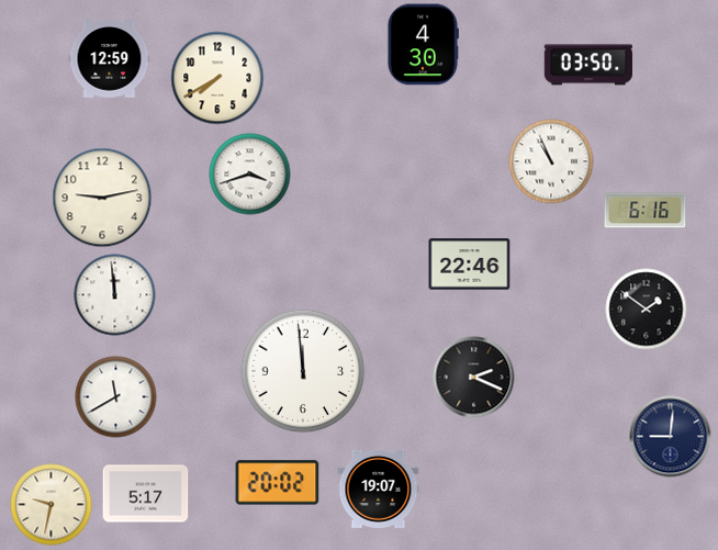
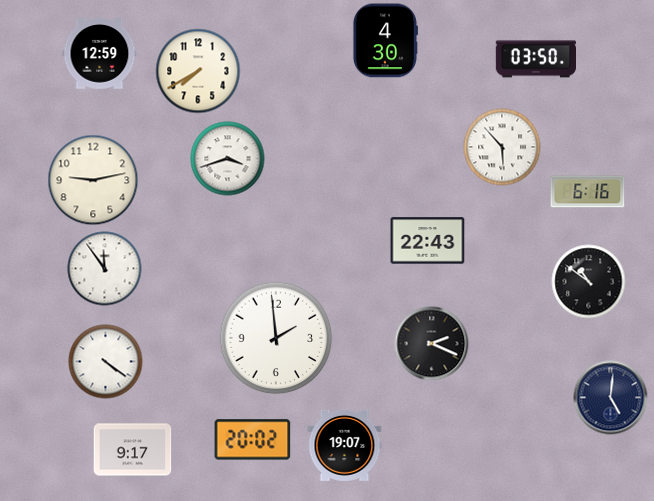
clock at (551, 161): 10:56 -> 5:53
clock at (470, 265): 22:46 -> 22:43
clock at (115, 295): 11:59 -> 11:54
clock at (647, 310): 1:51 -> 10:51
clock at (303, 371): 11:59 -> 1:59
clock at (116, 397): 11:40 -> 4:21
clock at (671, 437): 9:01 -> 5:01
clock at (146, 494): 5:17 -> 9:17
clock at (52, 505): 9:32 -> none
